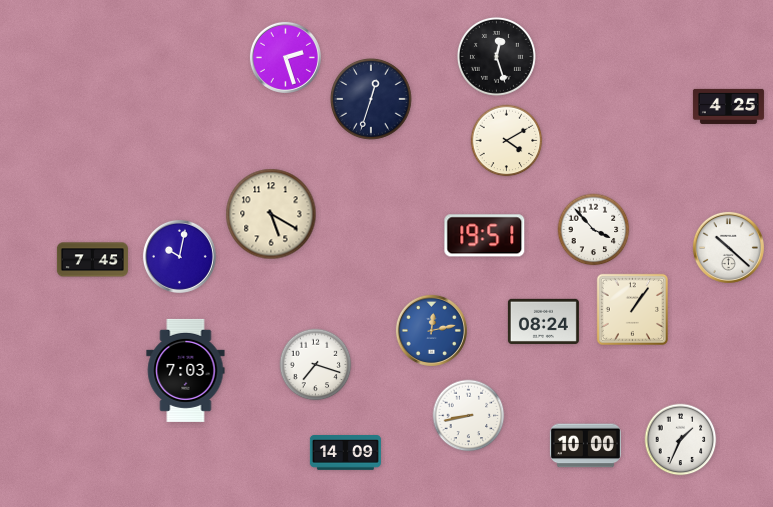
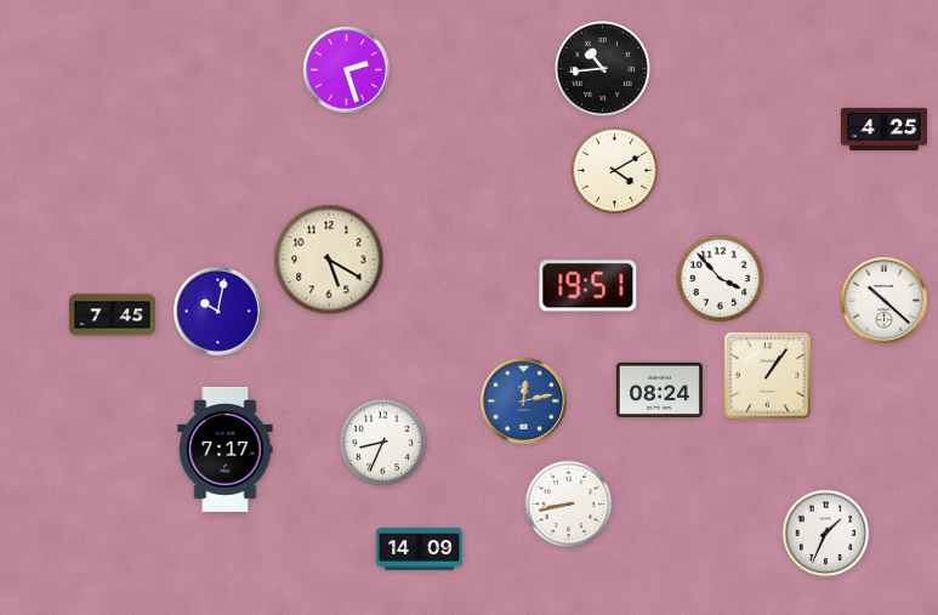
clock at (496, 56): 12:27 -> 10:44
clock at (372, 100): 12:33 -> none
clock at (316, 365): 7:18 -> 8:34
clock at (186, 370): 7:03 -> 7:17
clock at (585, 446): 10:00 -> none
